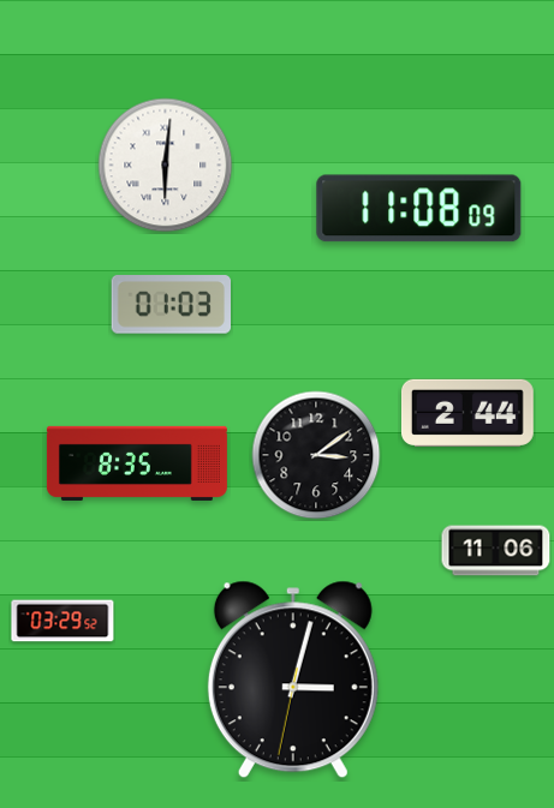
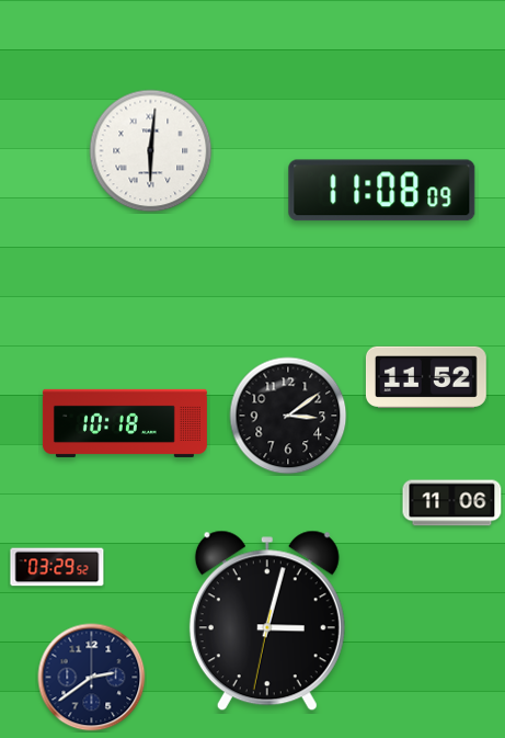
clock at (171, 305): 01:03 -> none
clock at (467, 413): 2:44 -> 11:52
clock at (137, 463): 8:35 -> 10:18
clock at (92, 678): none -> 2:39
